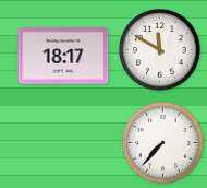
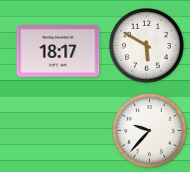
clock at (160, 50): 11:50 -> 5:50
clock at (163, 143): 7:37 -> 9:37
